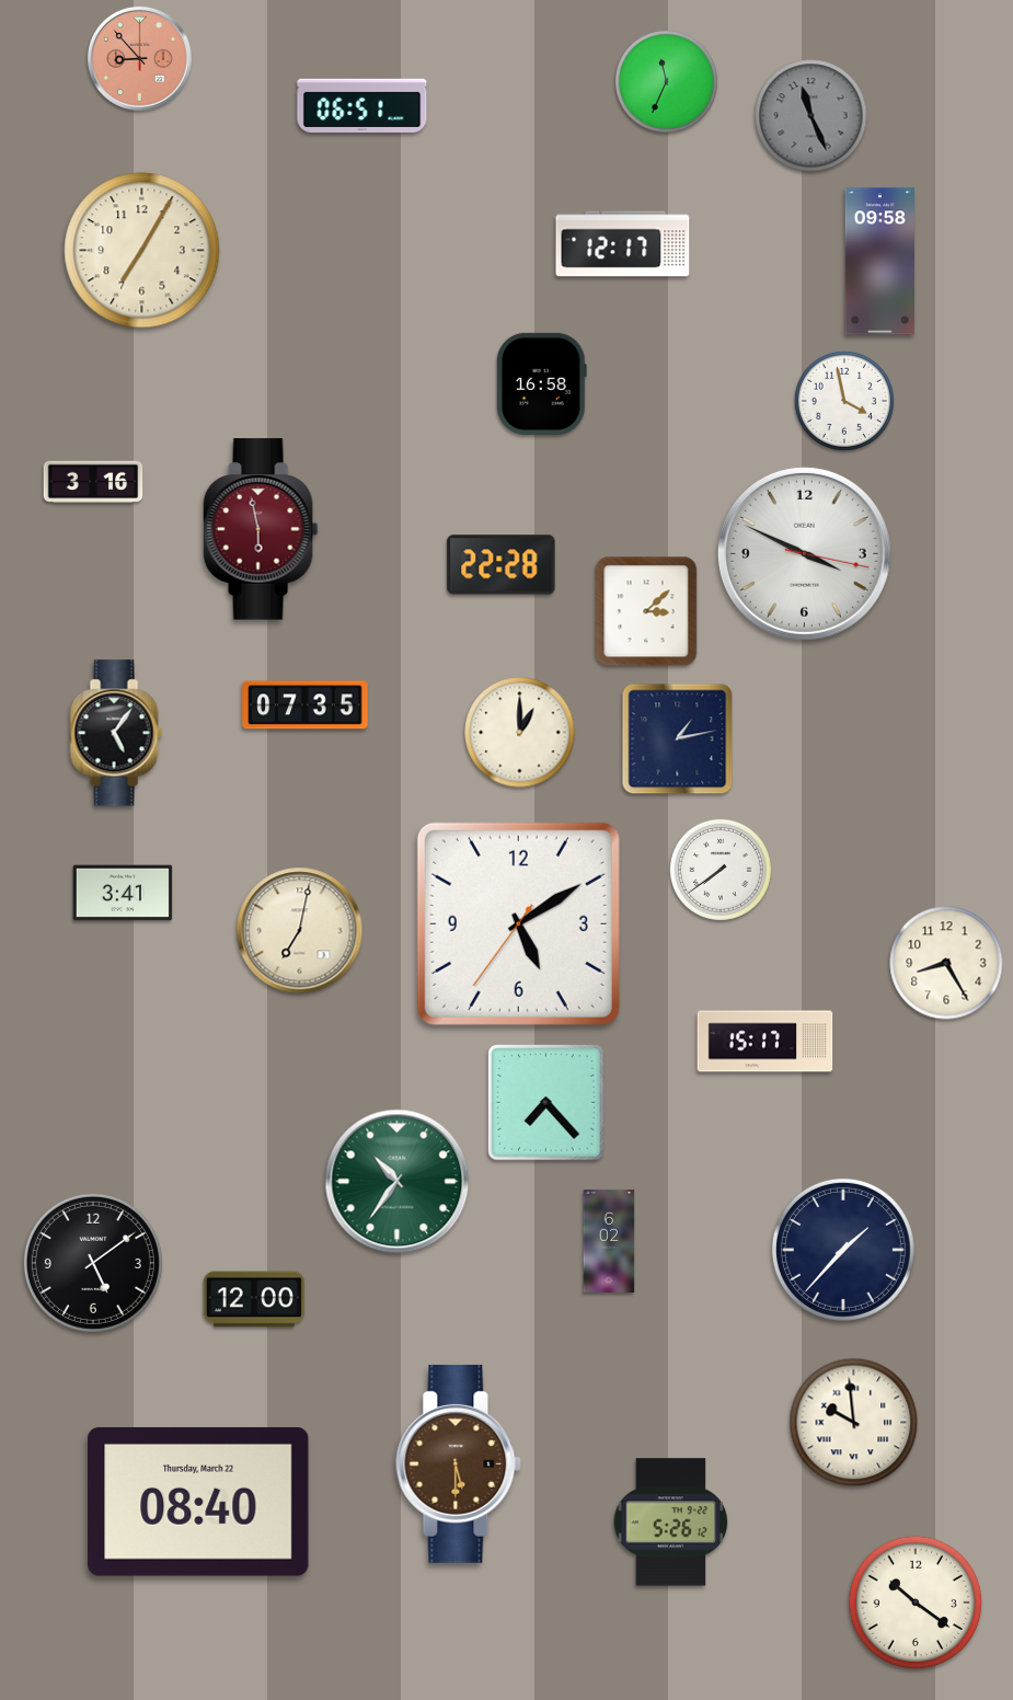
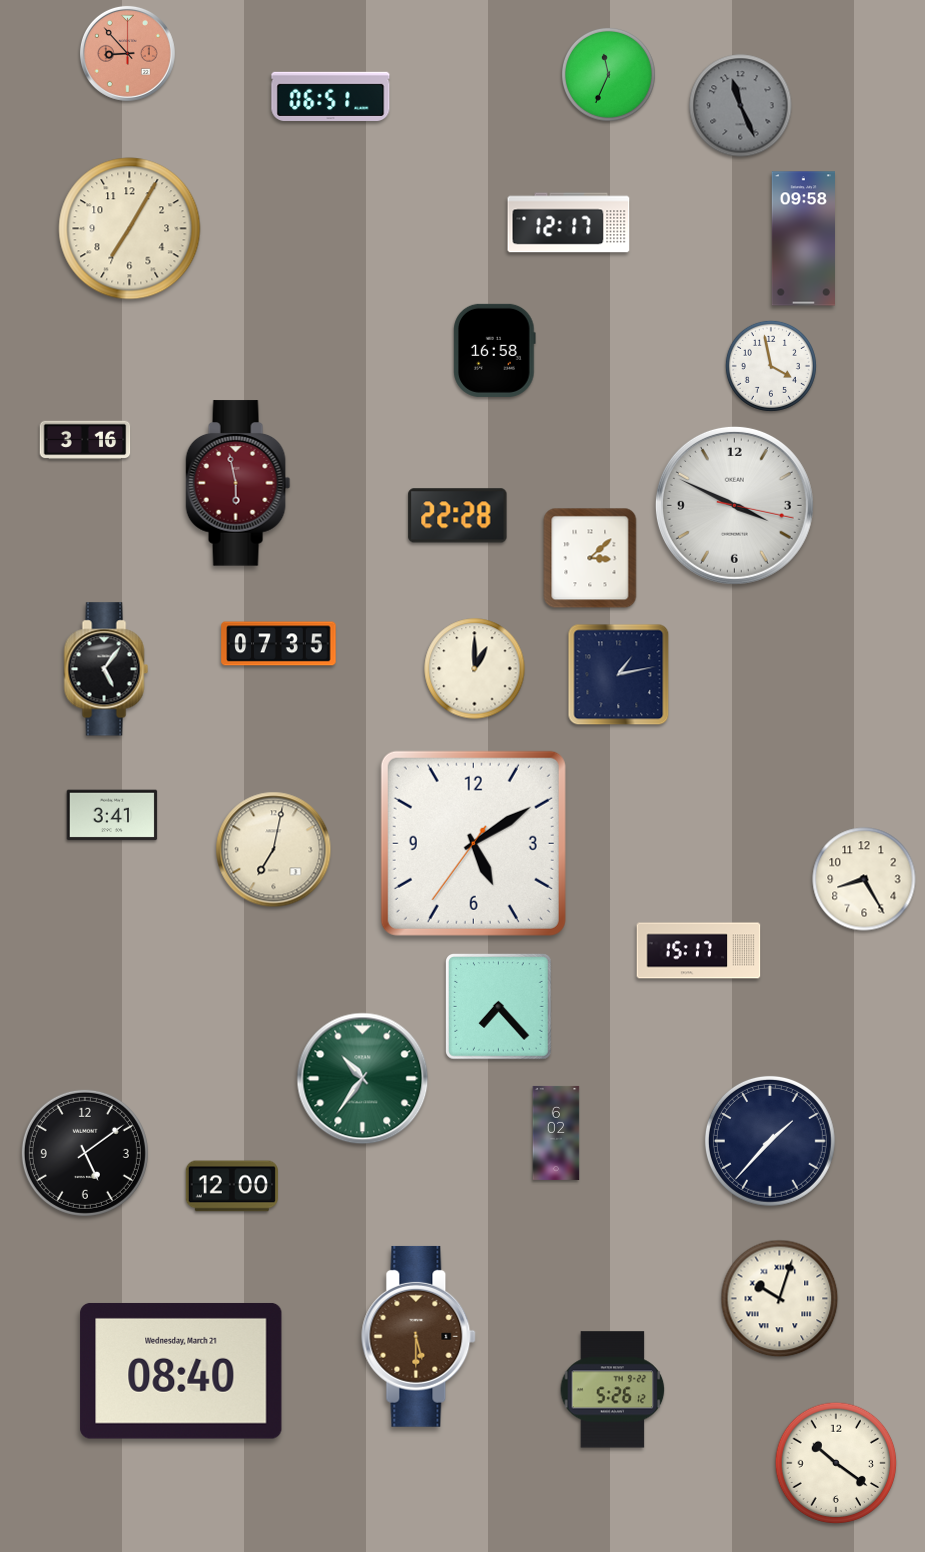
clock at (721, 870): 7:39 -> none
clock at (854, 1423): 9:59 -> 10:03
clock at (198, 1502) date: Thursday, March 22 -> Wednesday, March 21
